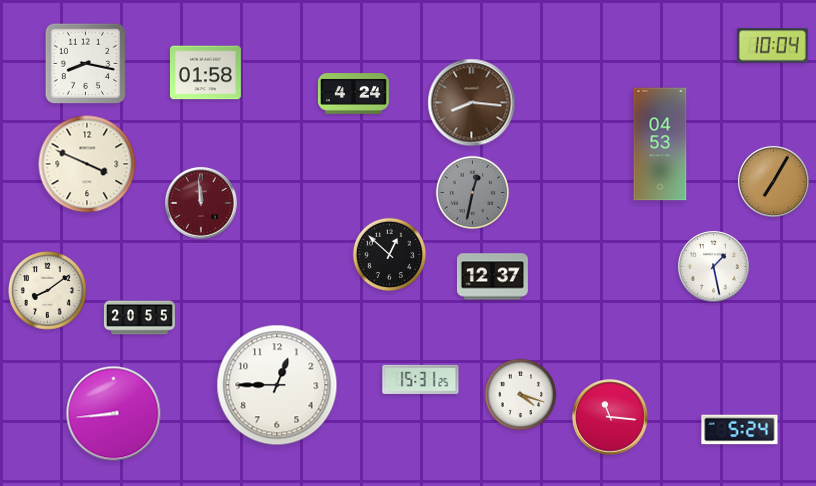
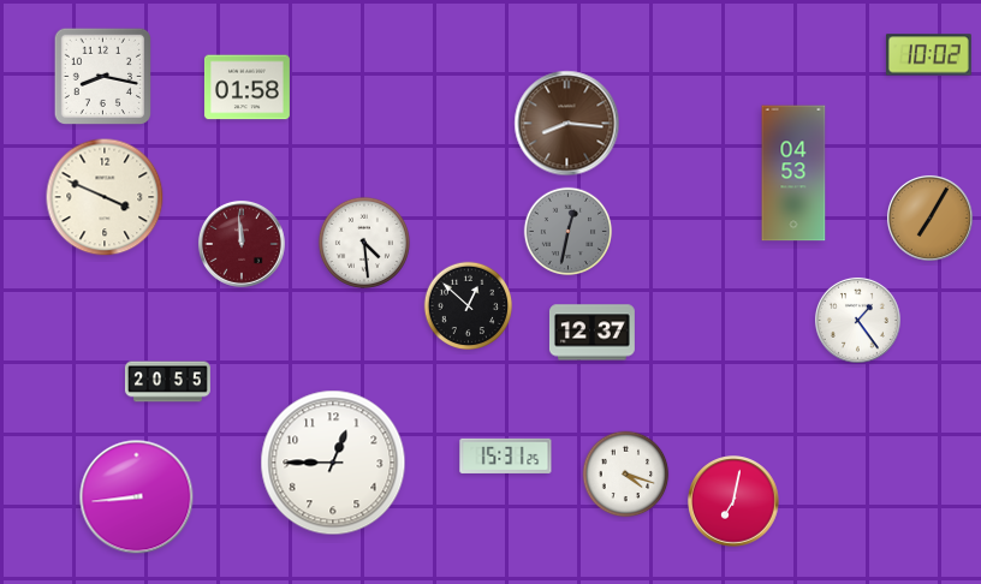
clock at (772, 46): 10:04 -> 10:02
clock at (353, 94): 4:24 -> none
clock at (364, 243): none -> 4:29
clock at (713, 266): 1:28 -> 1:24
clock at (48, 291): 8:09 -> none
clock at (610, 417): 11:16 -> 7:02
clock at (740, 430): 5:24 -> none
